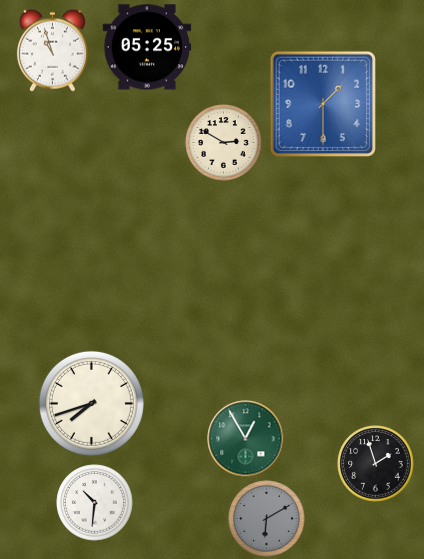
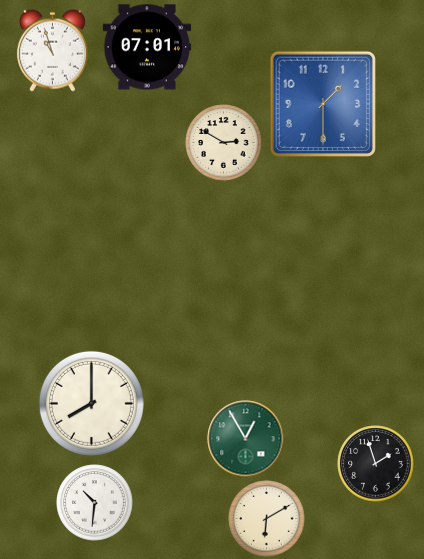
clock at (147, 47): 05:25 -> 07:01
clock at (91, 403): 7:42 -> 8:00
clock at (267, 519) dial: grey -> cream
